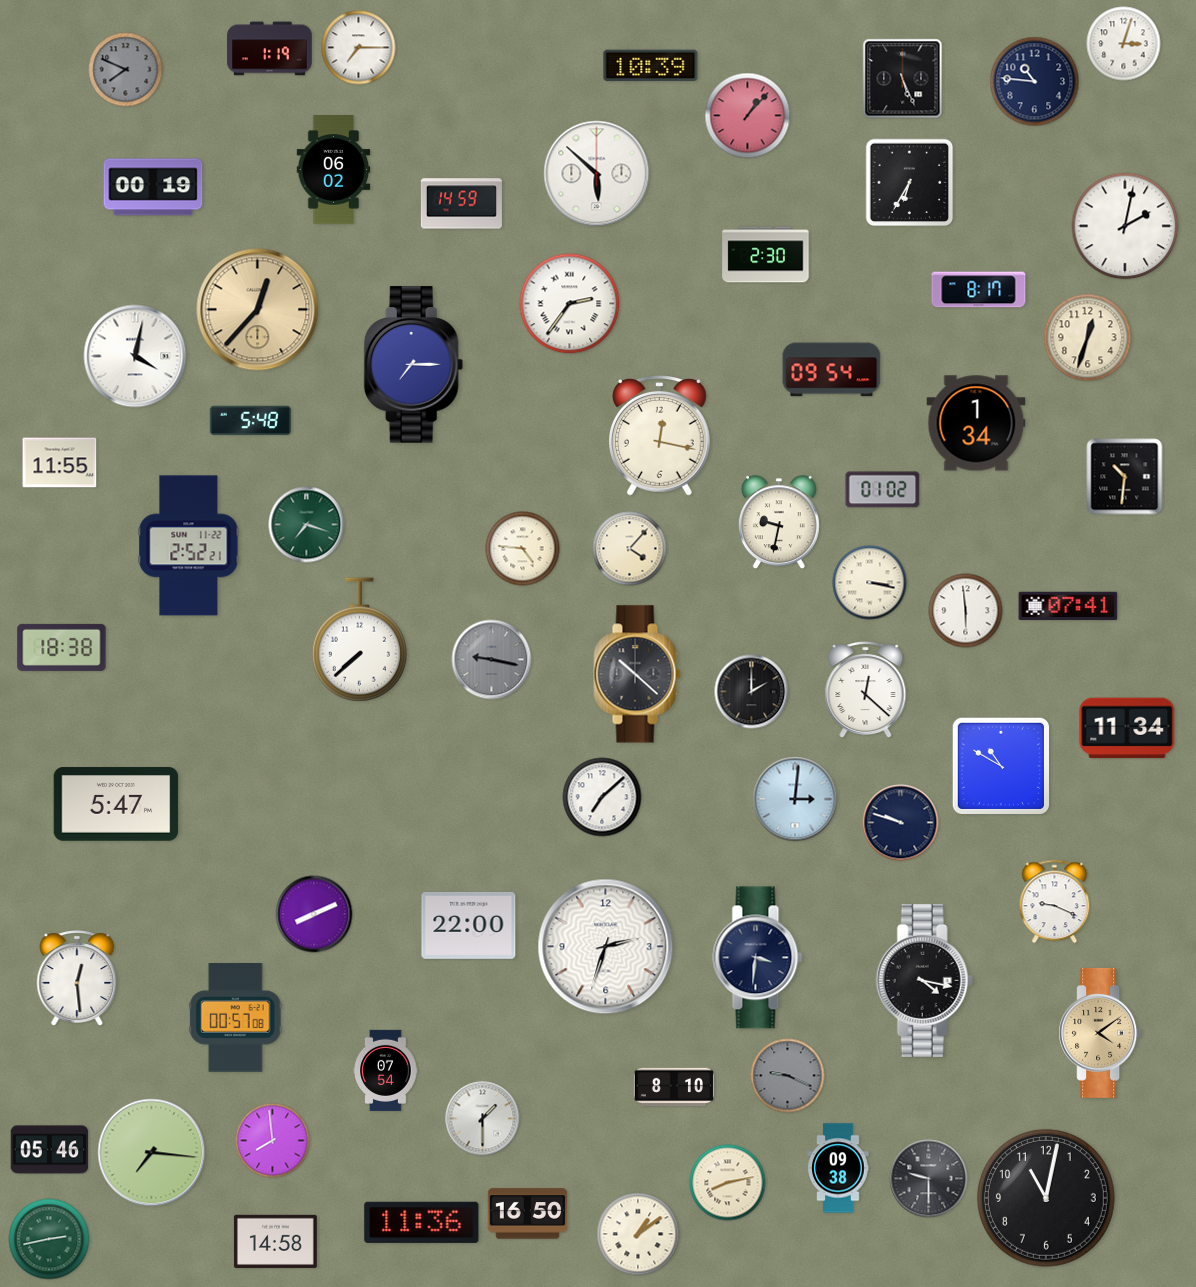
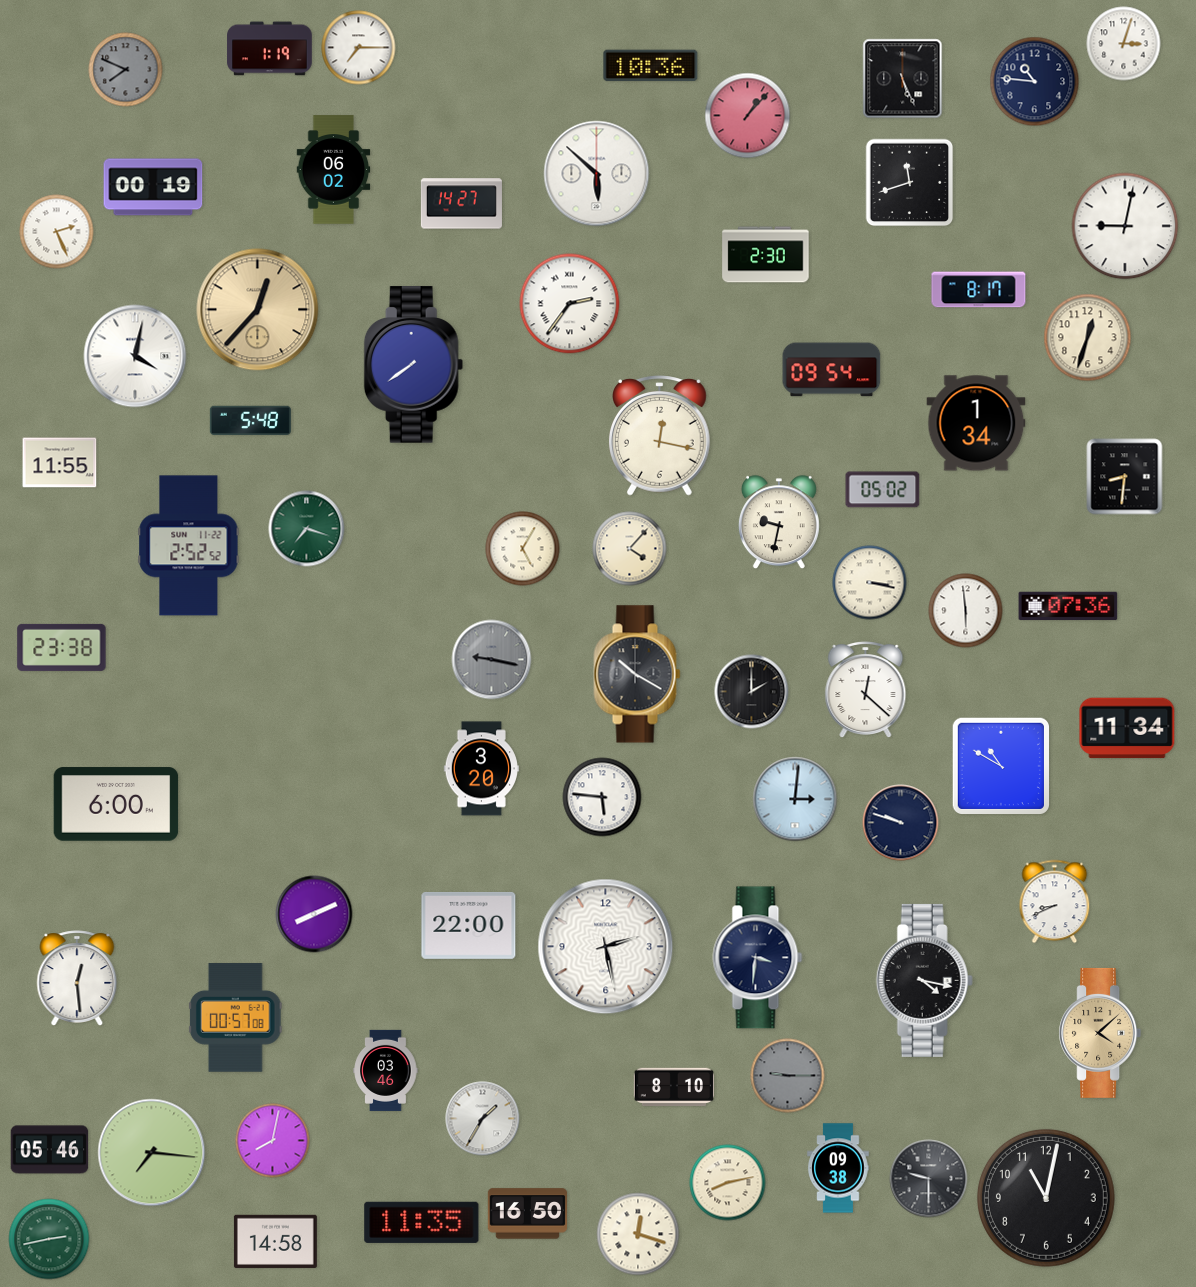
clock at (651, 66): 10:39 -> 10:36
clock at (910, 183): 6:35 -> 11:42
clock at (461, 204): 14:59 -> 14:27
clock at (1125, 226): 2:02 -> 9:02
clock at (57, 232): none -> 2:26
clock at (414, 365): 7:15 -> 7:39
clock at (1125, 477): 10:31 -> 8:31
clock at (883, 490): 01:02 -> 05:02
clock at (307, 525) position: (307, 525) -> (307, 529)
clock at (189, 546): 2:52:21 -> 2:52:52
clock at (523, 549): 4:46 -> 5:05
clock at (1068, 606): 07:41 -> 07:36
clock at (359, 640): 7:38 -> none
clock at (62, 647): 18:38 -> 23:38
clock at (637, 674): 10:22 -> 10:20
clock at (481, 769): none -> 3:20
clock at (602, 797): 7:08 -> 5:46
clock at (116, 804): 5:47 -> 6:00
clock at (1055, 902): 9:19 -> 8:41
clock at (606, 947): 2:33 -> 2:28
clock at (1100, 1033): 4:09 -> 4:08
clock at (386, 1070): 07:54 -> 03:46
clock at (788, 1076): 9:19 -> 9:15
clock at (483, 1119): 1:30 -> 1:35
clock at (273, 1141): 7:59 -> 8:02
clock at (422, 1222): 11:36 -> 11:35
clock at (638, 1234): 1:09 -> 12:18
